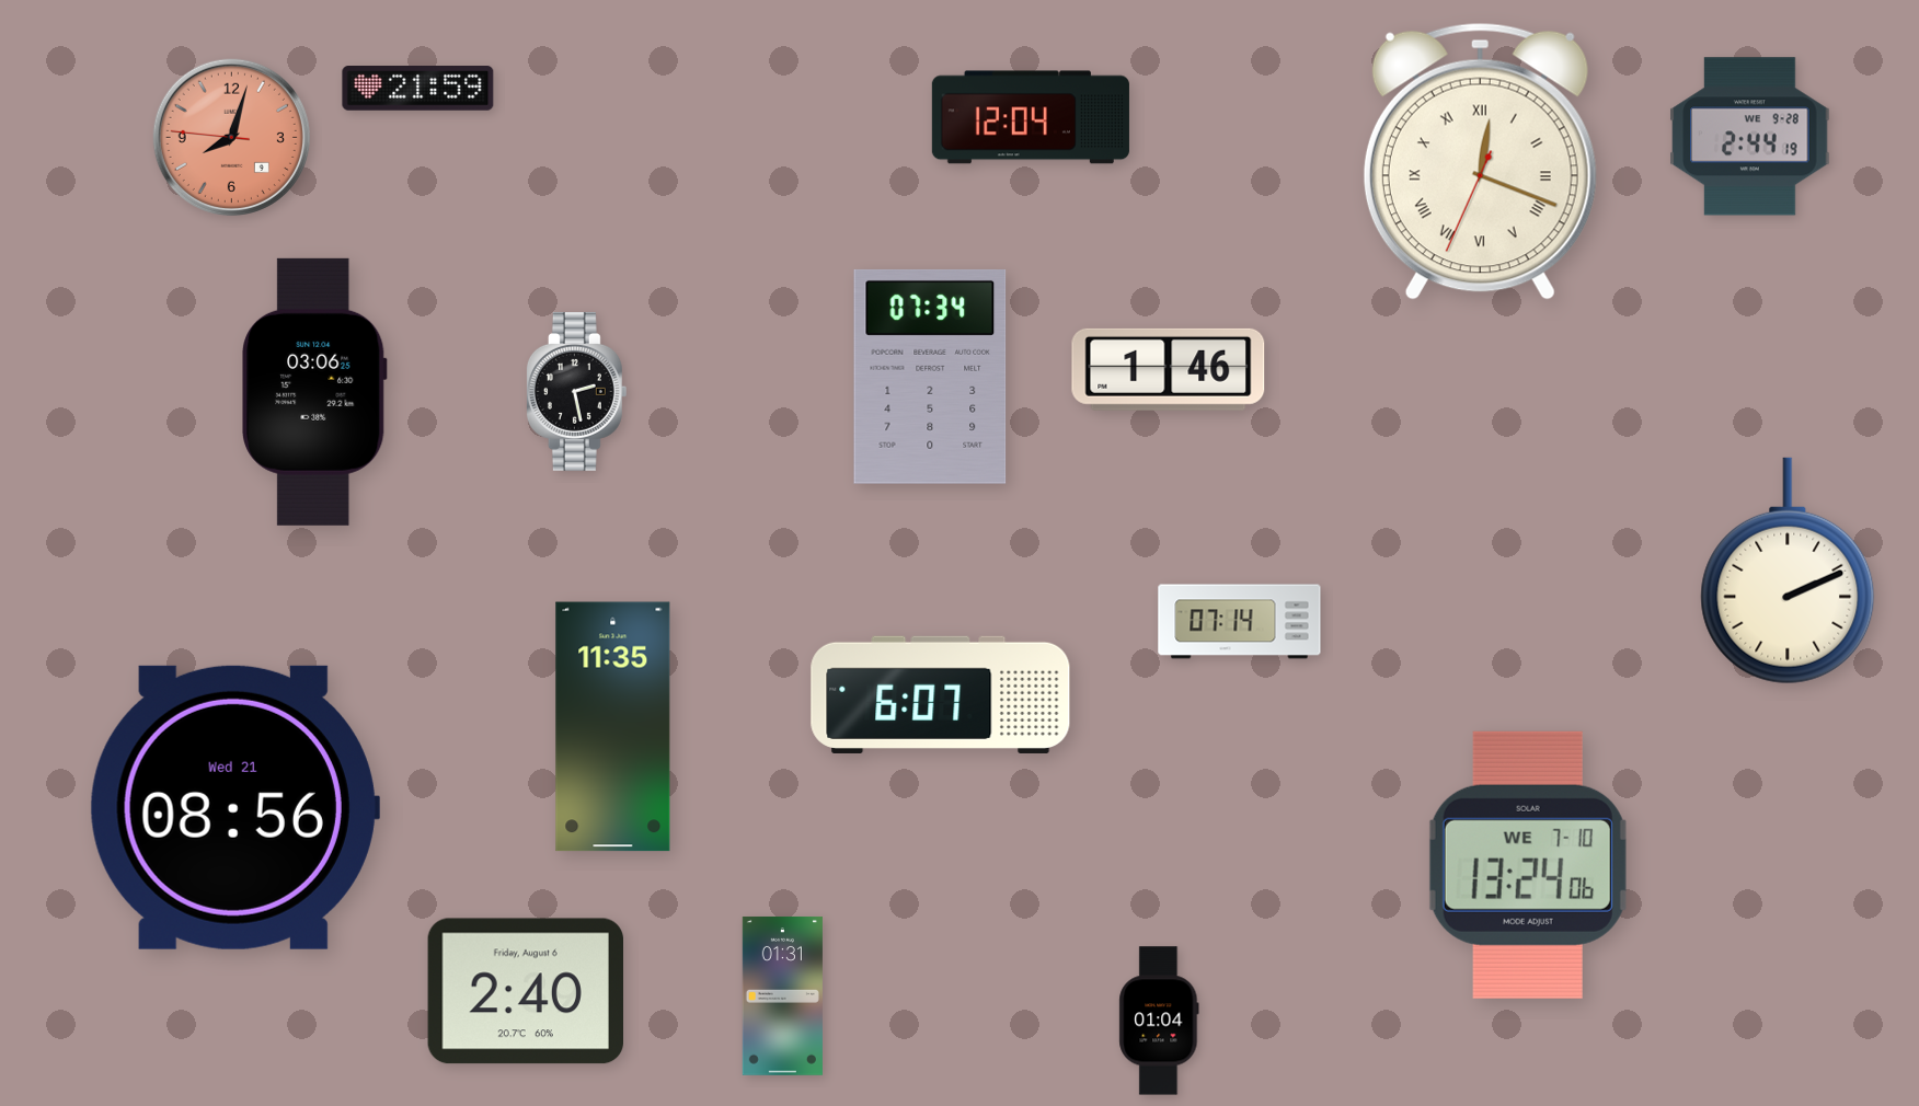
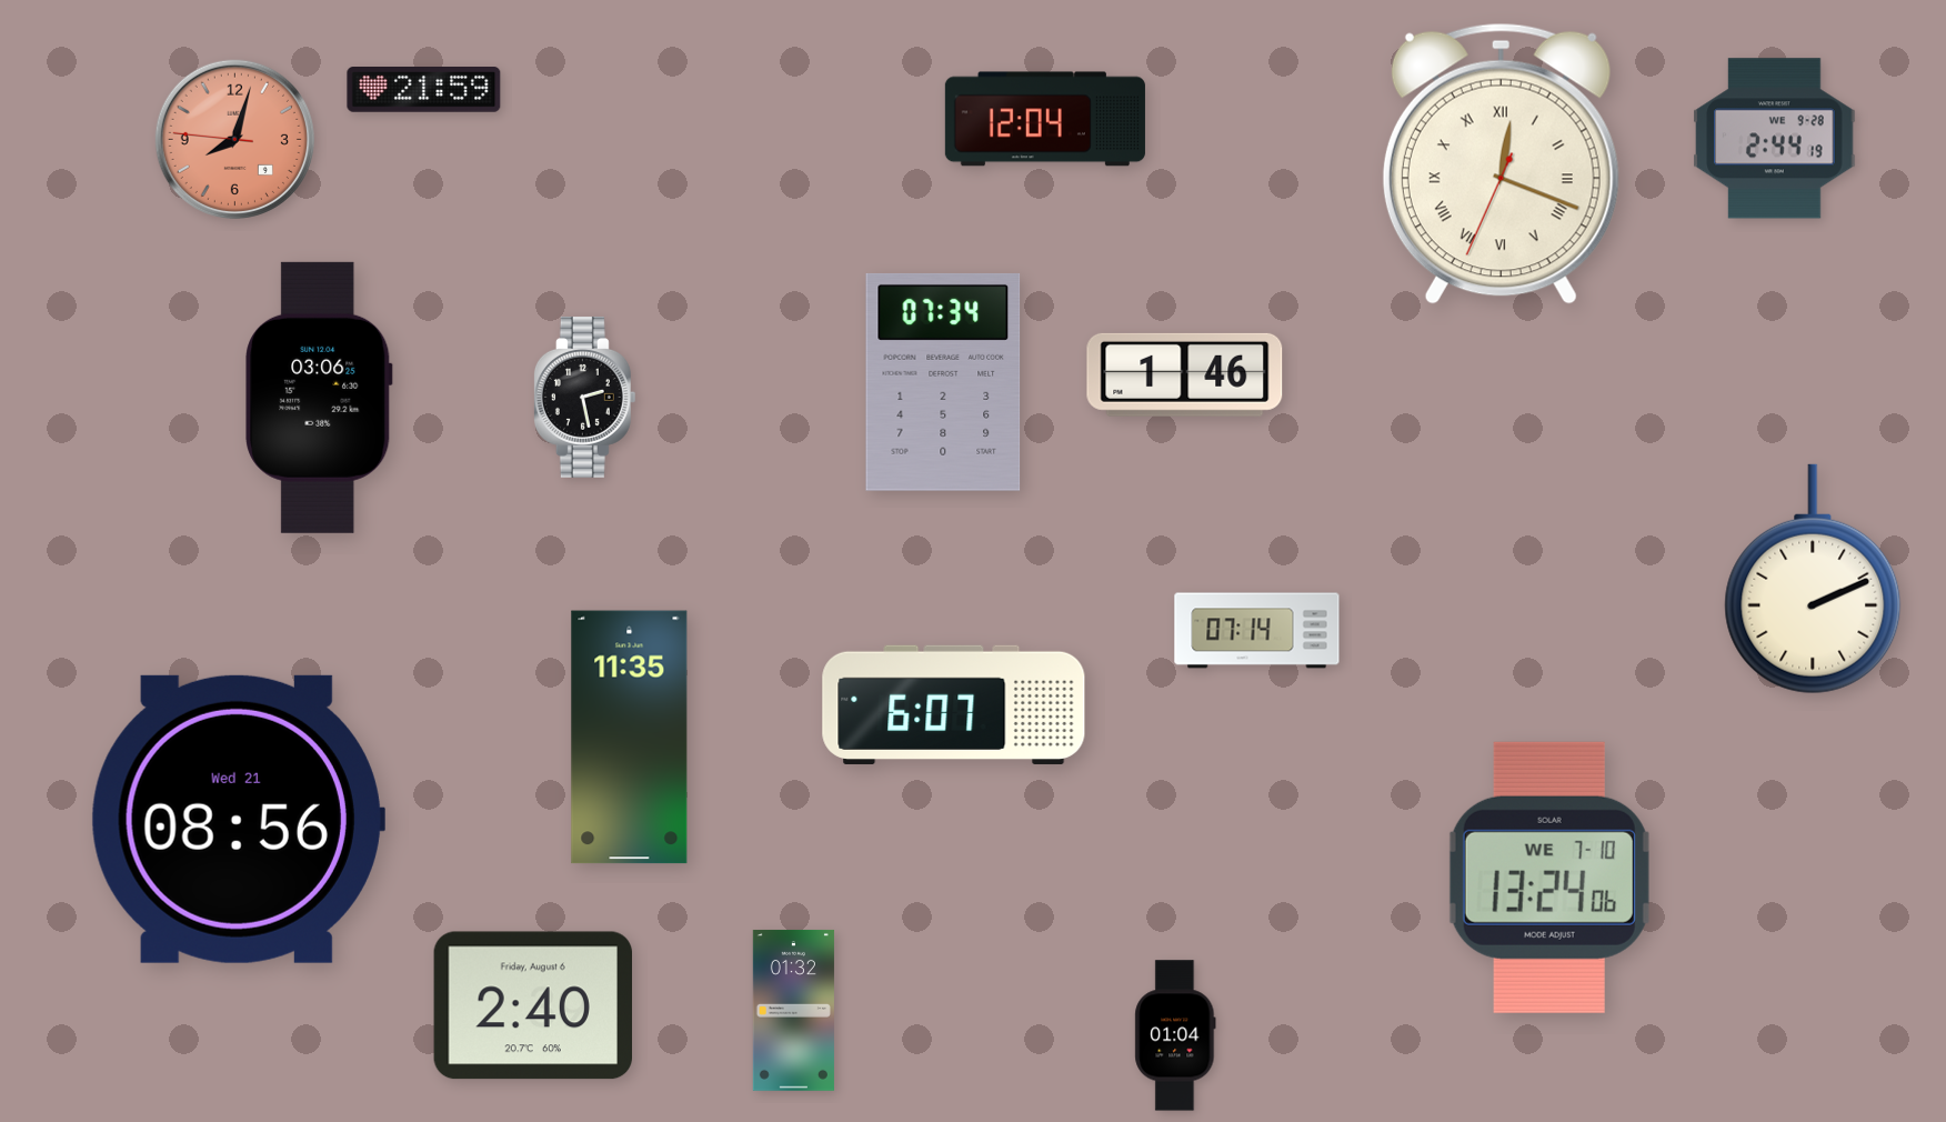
clock at (613, 727) position: (613, 727) -> (630, 738)
clock at (782, 995): 01:31 -> 01:32
